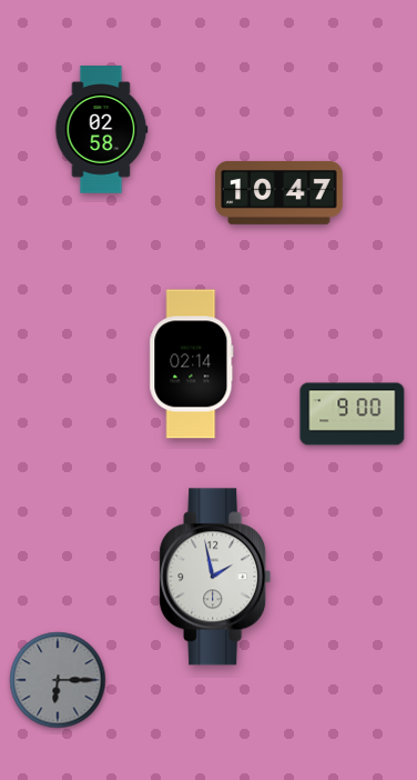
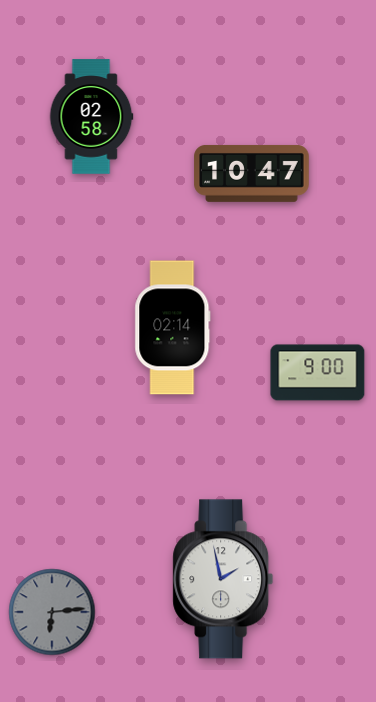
clock at (215, 577) position: (215, 577) -> (223, 579)
clock at (58, 680): 6:15 -> 6:14
